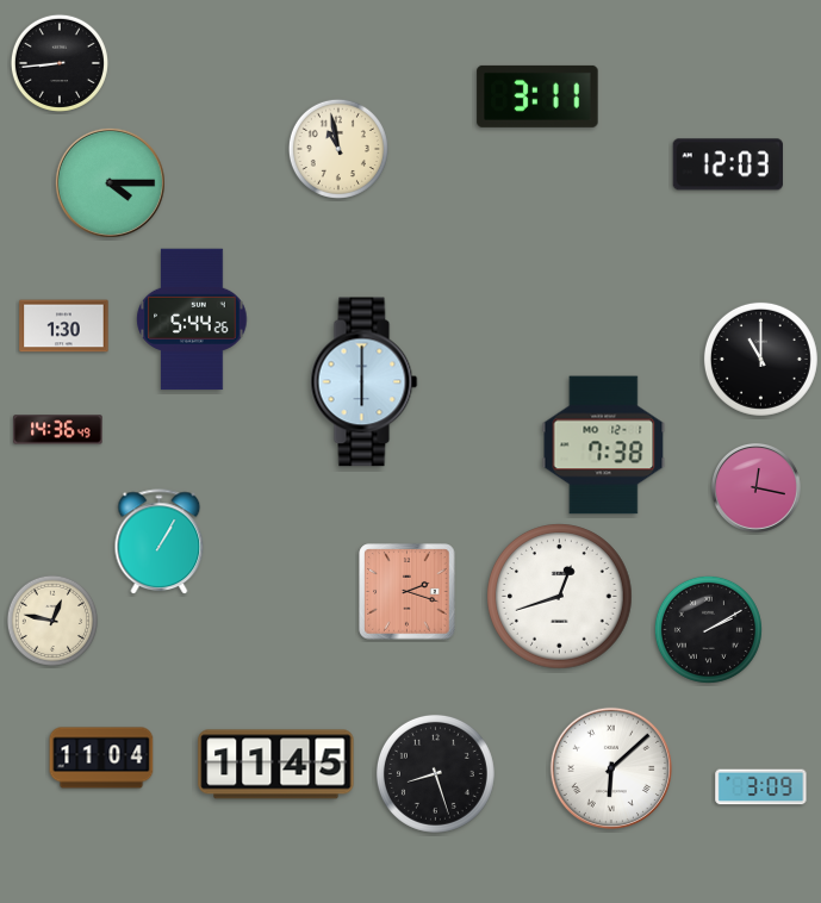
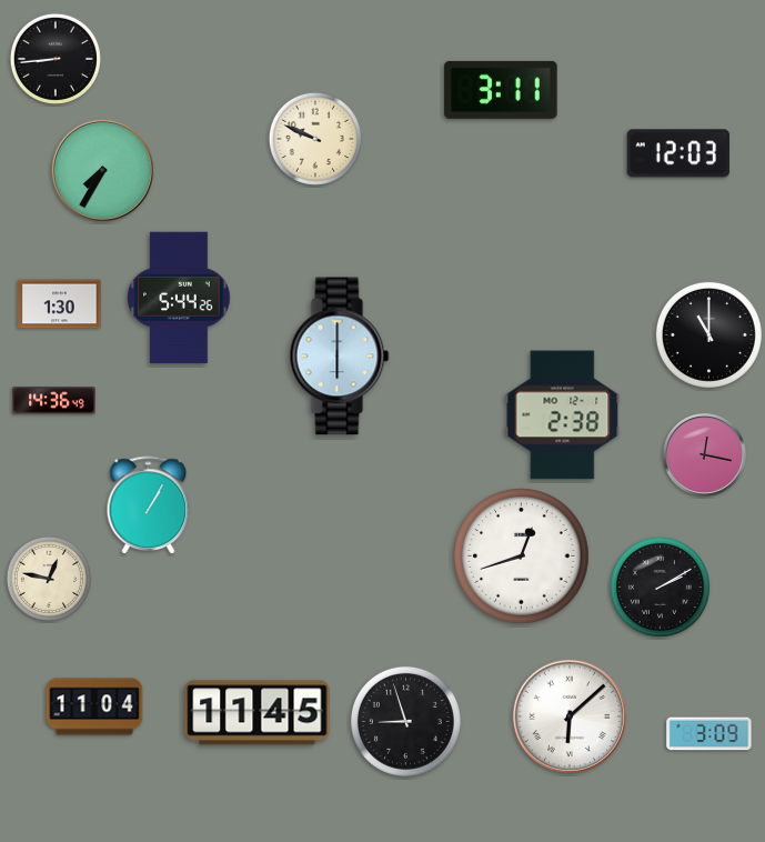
clock at (338, 149): 10:58 -> 9:49
clock at (110, 182): 4:15 -> 7:35
clock at (604, 446): 7:38 -> 2:38
clock at (408, 592): 2:18 -> none
clock at (435, 773): 8:27 -> 8:57
